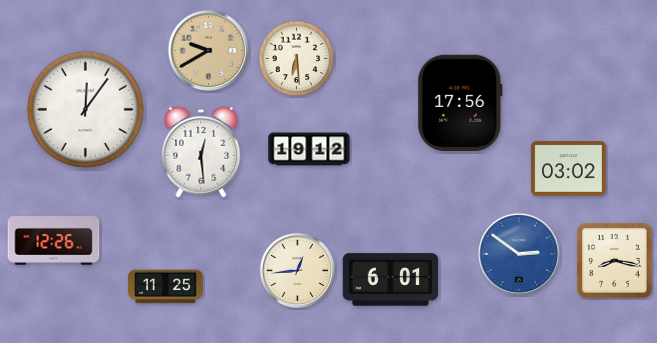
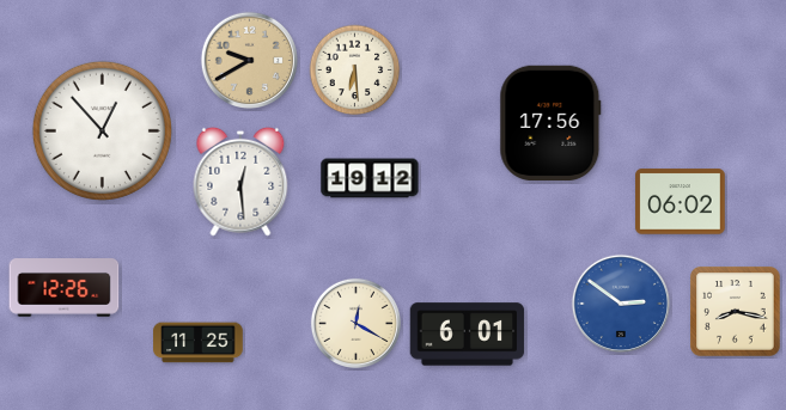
clock at (85, 109): 12:06 -> 12:53
clock at (569, 169): 03:02 -> 06:02
clock at (297, 270): 12:44 -> 12:20
